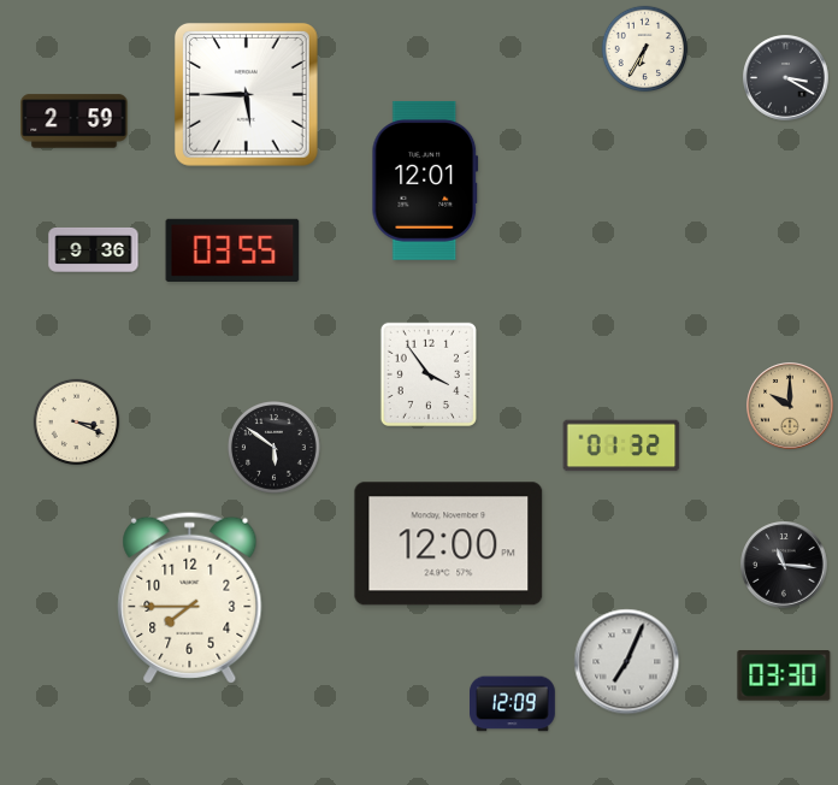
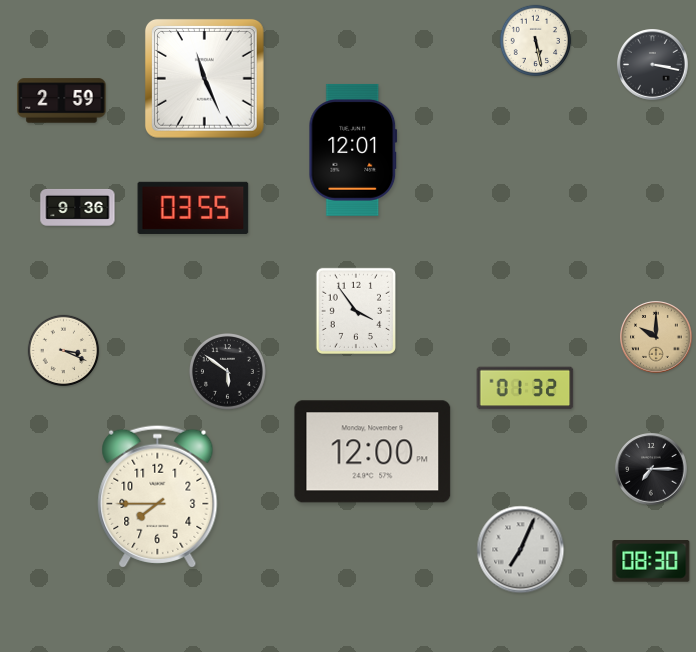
clock at (645, 49): 6:35 -> 5:28
clock at (786, 78): 3:20 -> 3:17
clock at (247, 95): 5:45 -> 11:26
clock at (621, 445) position: (621, 445) -> (525, 388)
clock at (784, 565): 11:16 -> 7:15
clock at (784, 675): 03:30 -> 08:30
clock at (513, 704): 12:09 -> none
